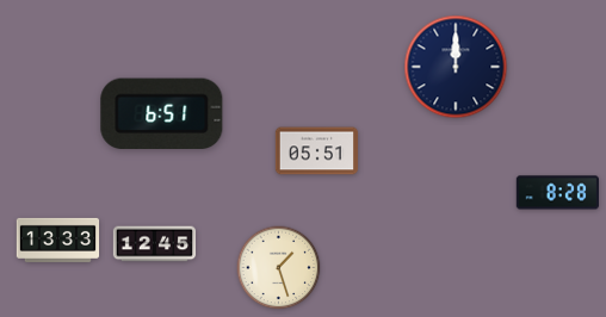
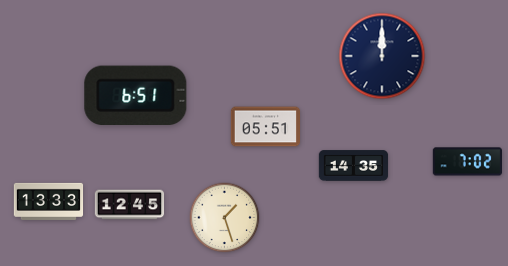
clock at (557, 193): 8:28 -> 7:02
clock at (354, 166): none -> 14:35
clock at (279, 268) position: (279, 268) -> (225, 218)
